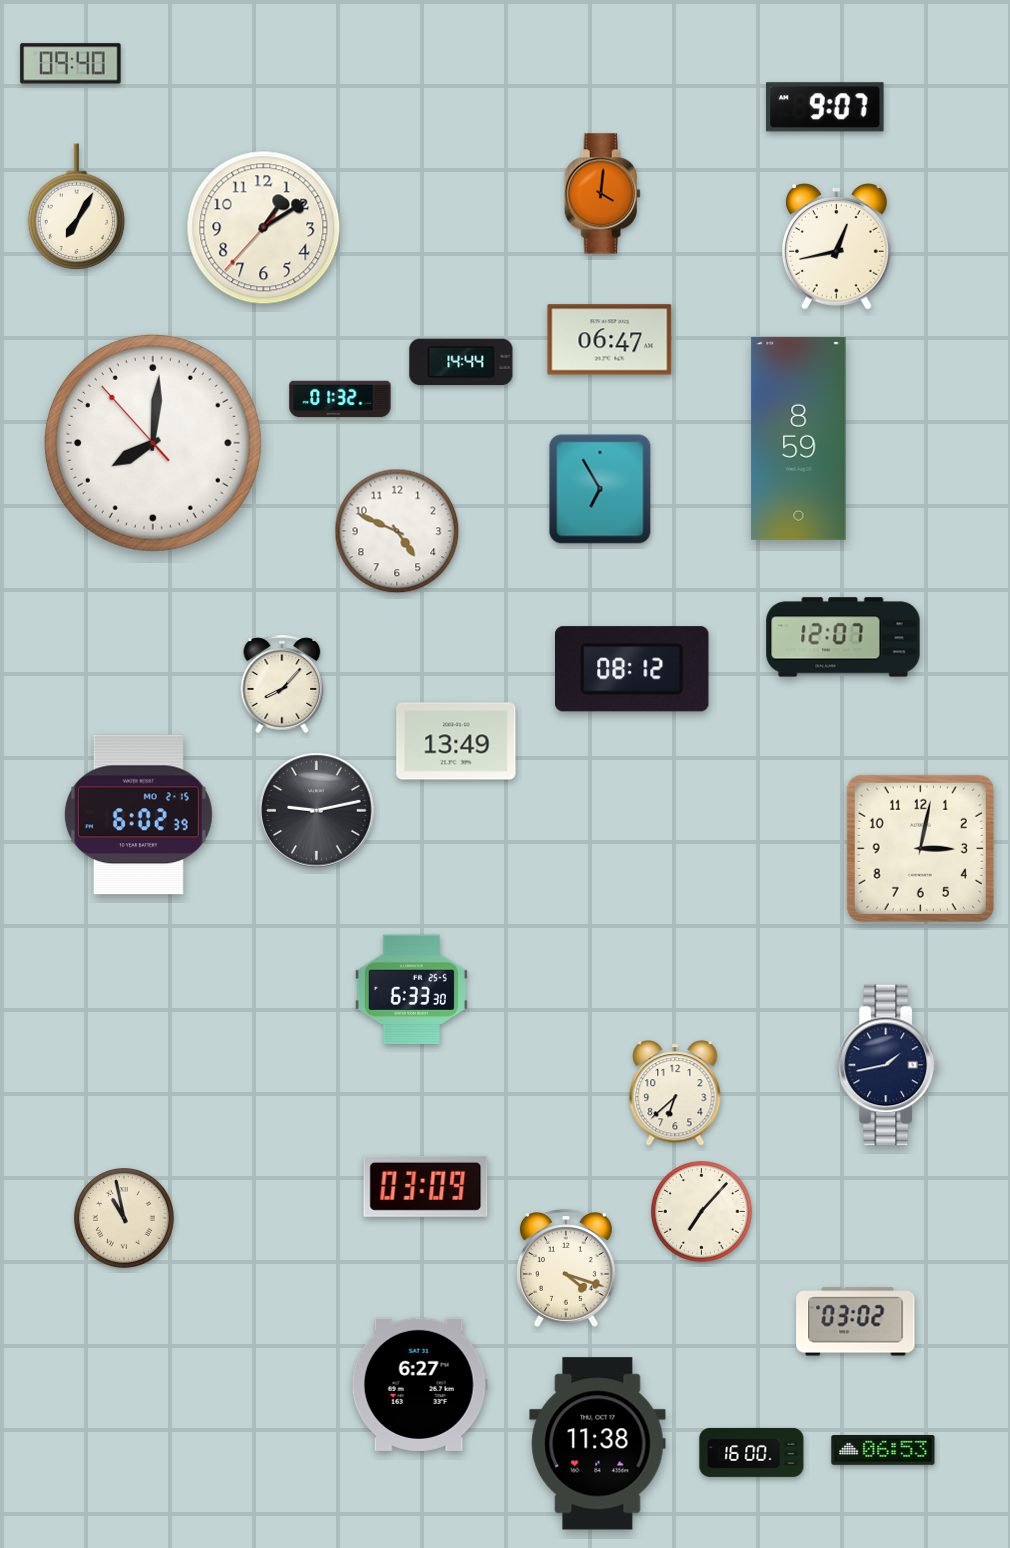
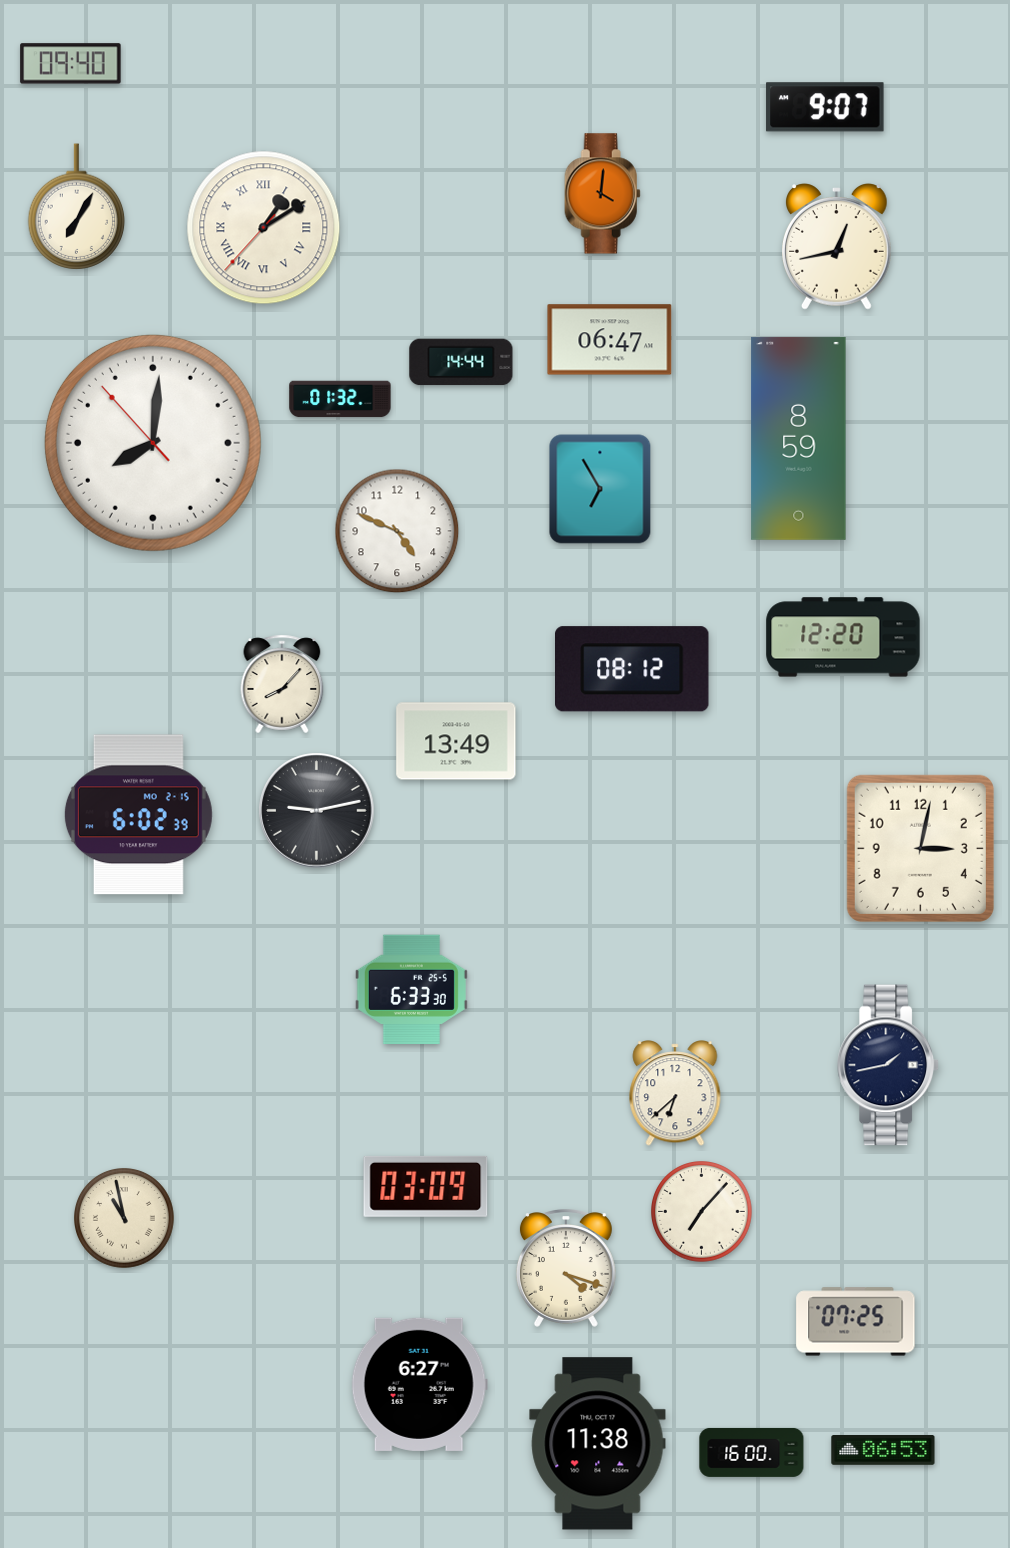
clock at (264, 228) numerals: Arabic -> Roman
clock at (843, 637): 12:07 -> 12:20
clock at (856, 1322): 03:02 -> 07:25
